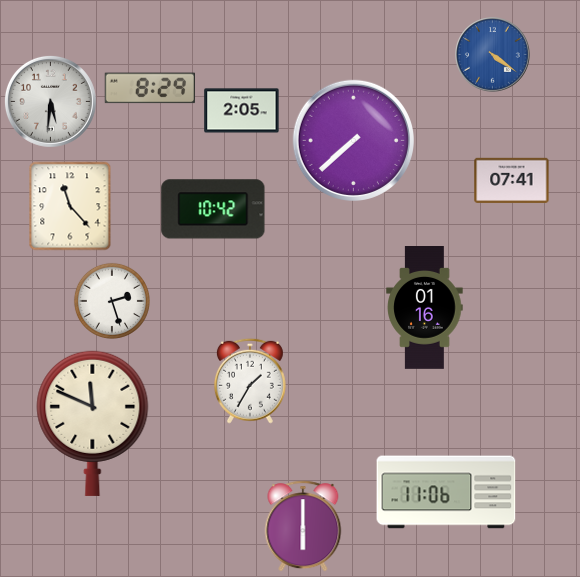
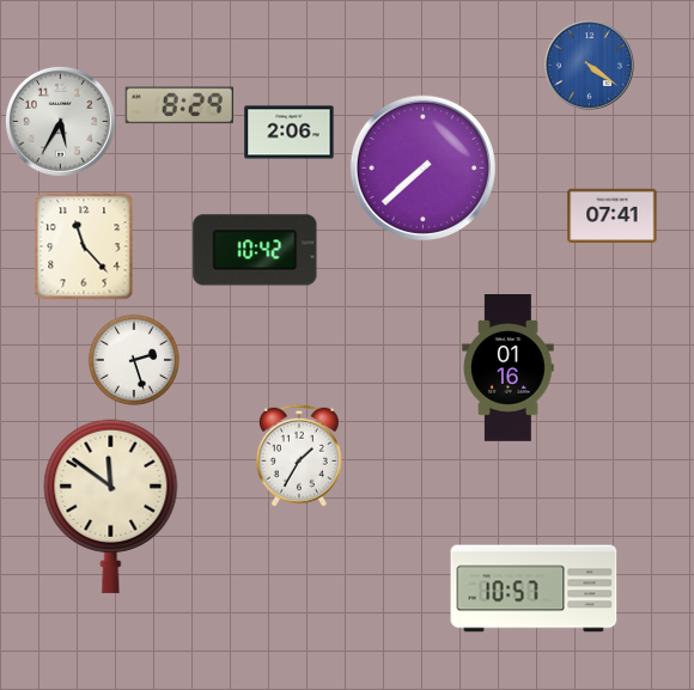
clock at (50, 101): 5:31 -> 5:35
clock at (242, 111): 2:05 -> 2:06
clock at (93, 423): 11:49 -> 11:51
clock at (446, 492): 11:06 -> 10:57
clock at (303, 526): 6:00 -> none
